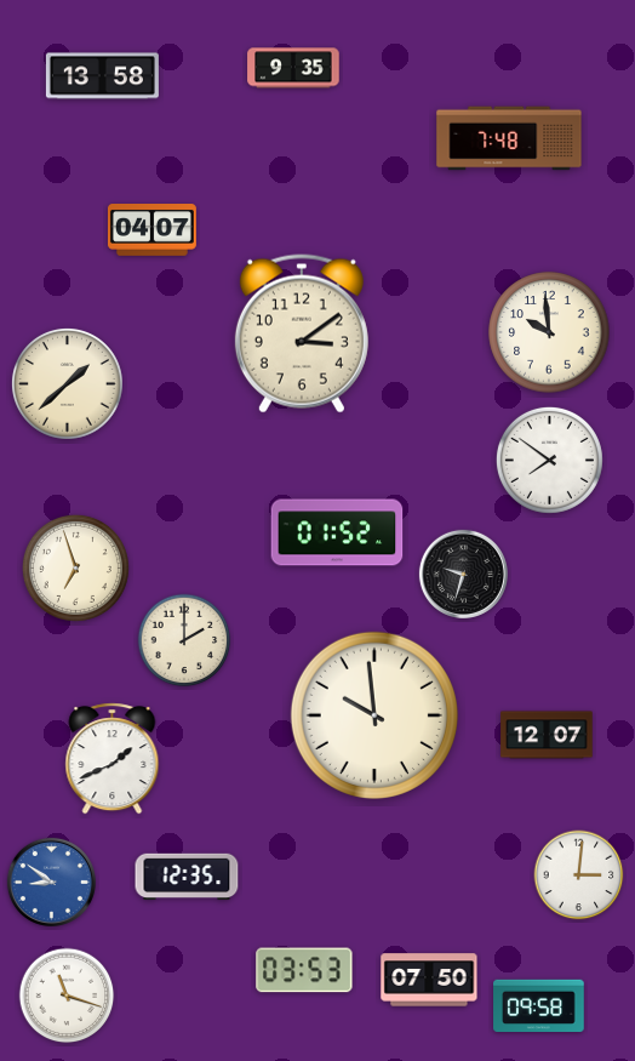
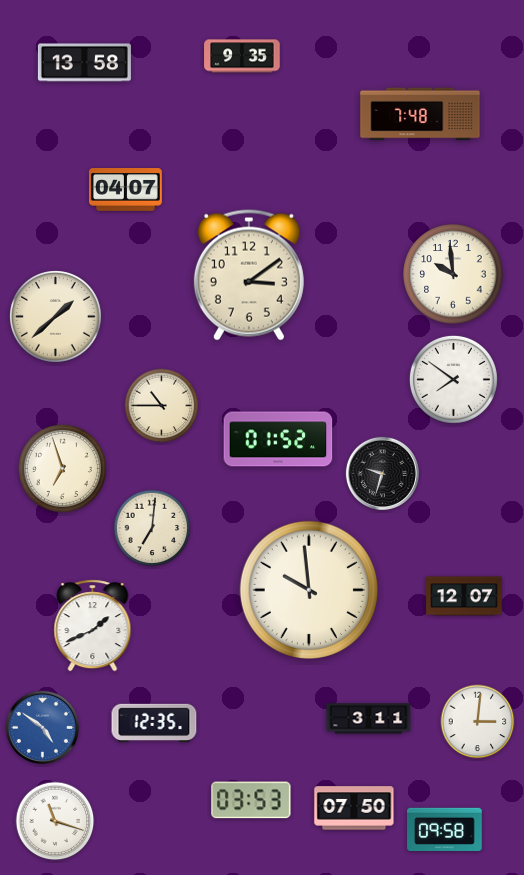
clock at (162, 406): none -> 10:45
clock at (184, 640): 2:00 -> 7:01
clock at (547, 735) position: (547, 735) -> (464, 596)
clock at (369, 719): none -> 3:11
clock at (51, 882): 8:51 -> 4:51
